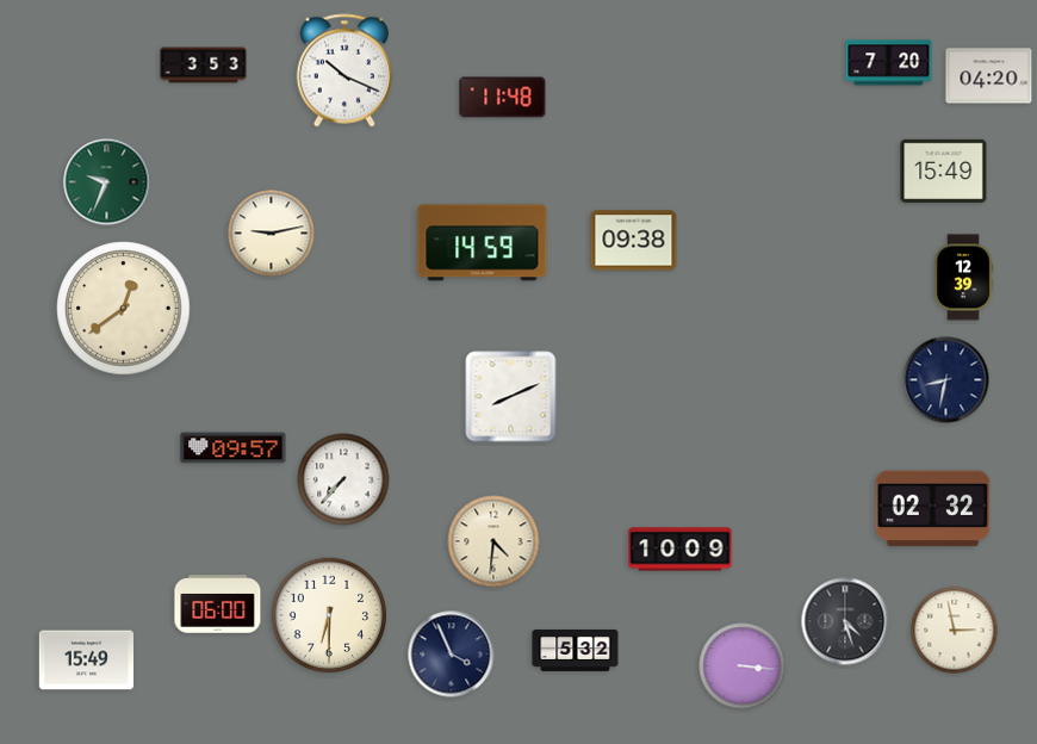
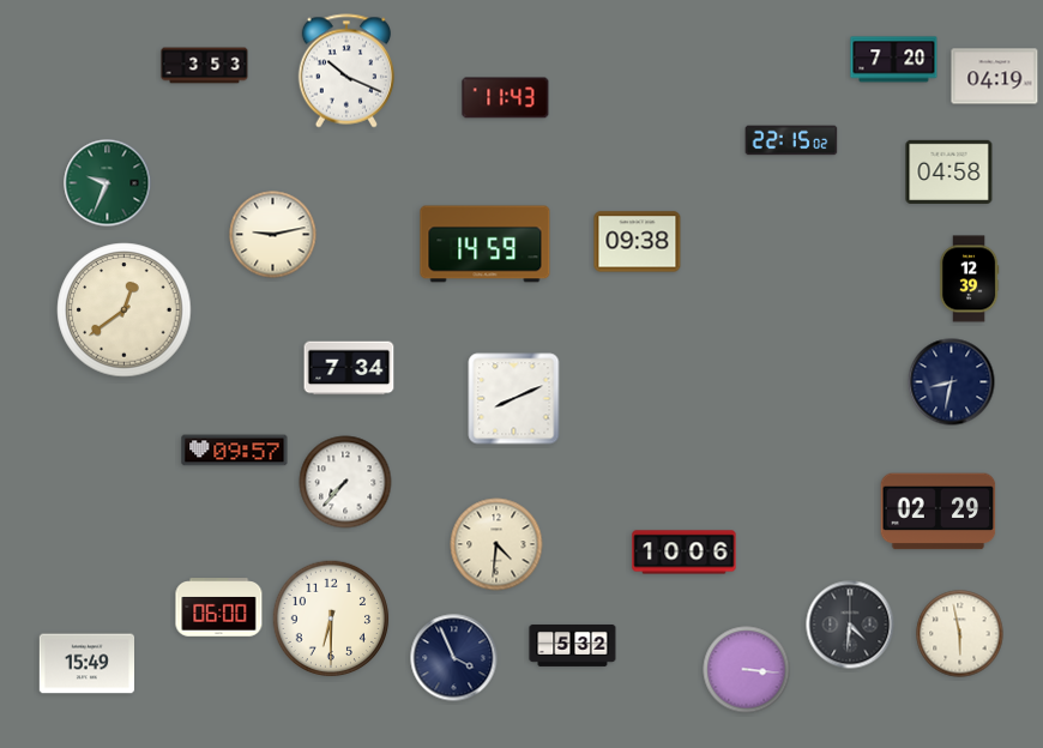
clock at (889, 63) position: (889, 63) -> (894, 60)
clock at (989, 76): 04:20 -> 04:19
clock at (503, 98): 11:48 -> 11:43
clock at (791, 140): none -> 22:15
clock at (944, 170): 15:49 -> 04:58
clock at (349, 368): none -> 7:34
clock at (933, 509): 02:32 -> 02:29
clock at (681, 550): 10:09 -> 10:06
clock at (845, 621): 4:27 -> 4:31
clock at (955, 631): 2:58 -> 5:58
clock at (576, 650) position: (576, 650) -> (573, 645)
